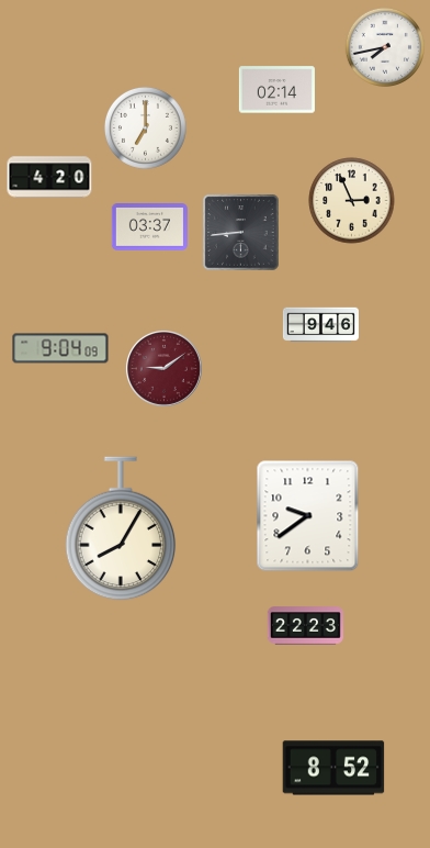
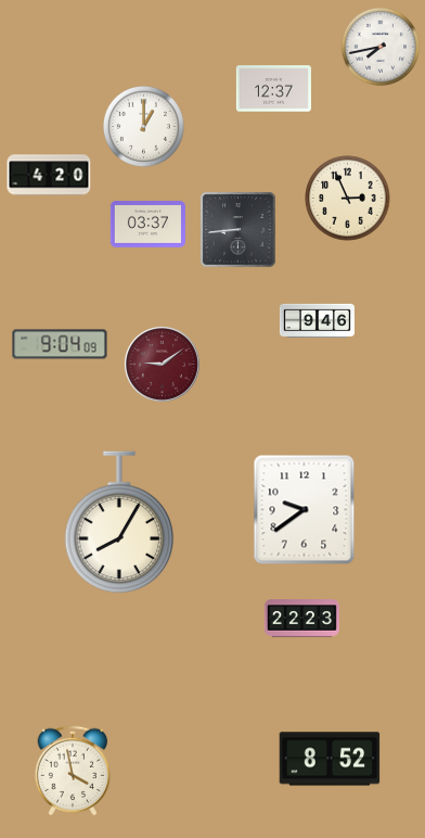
clock at (276, 90): 02:14 -> 12:37
clock at (146, 129): 7:00 -> 1:00
clock at (73, 771): none -> 3:58
